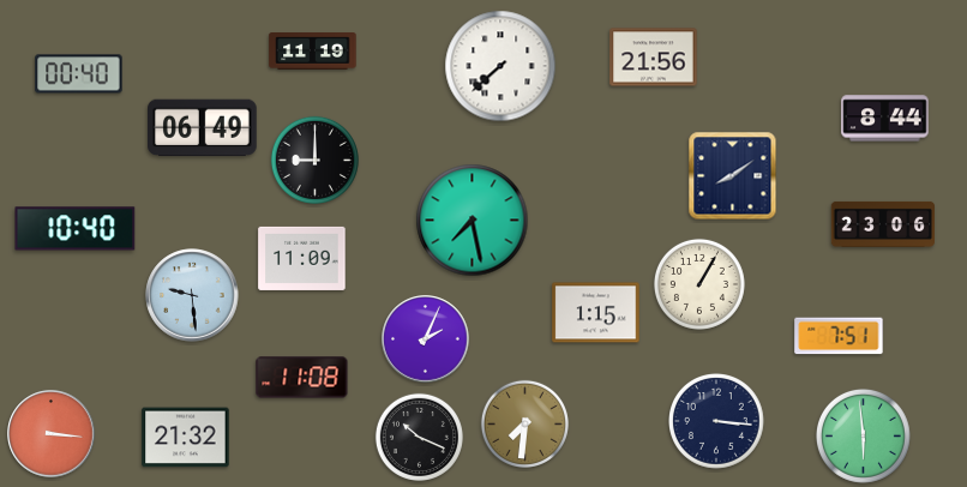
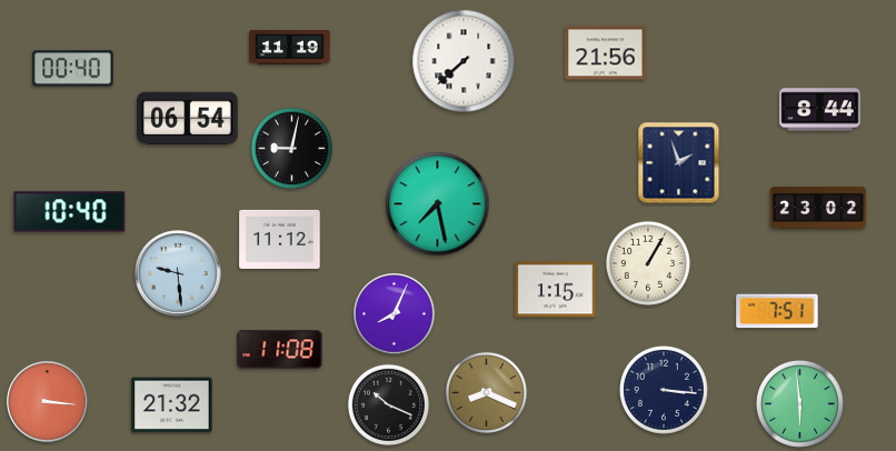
clock at (203, 128): 06:49 -> 06:54
clock at (314, 160): 9:00 -> 9:02
clock at (733, 176): 8:09 -> 1:57
clock at (882, 224): 23:06 -> 23:02
clock at (302, 258): 11:09 -> 11:12
clock at (596, 313) position: (596, 313) -> (556, 290)
clock at (426, 339): 2:04 -> 8:04
clock at (524, 423): 7:31 -> 8:19
